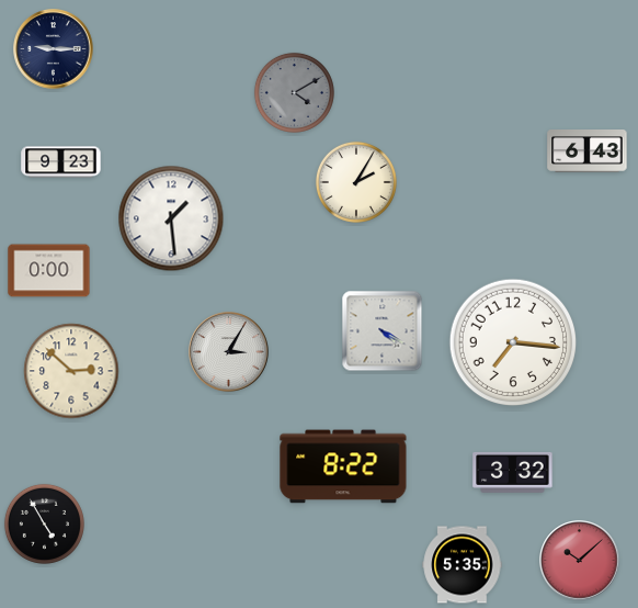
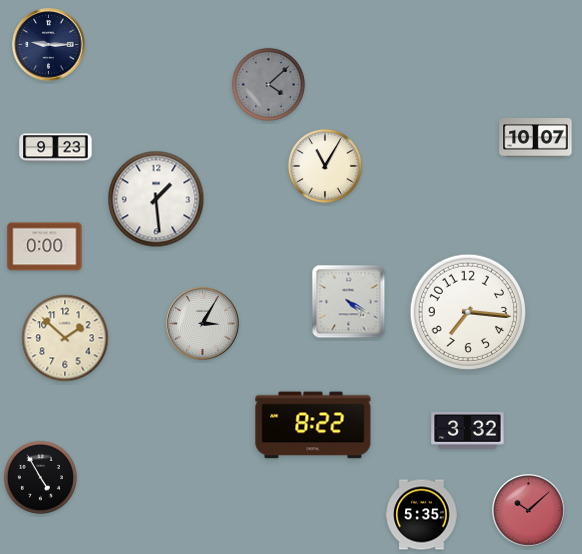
clock at (294, 92): 4:10 -> 4:08
clock at (588, 151): 6:43 -> 10:07
clock at (356, 182): 2:05 -> 11:05
clock at (229, 352) position: (229, 352) -> (203, 324)
clock at (71, 371): 2:52 -> 1:52
